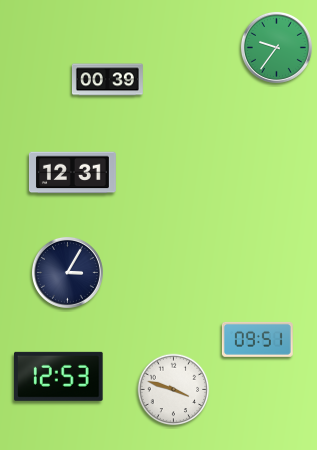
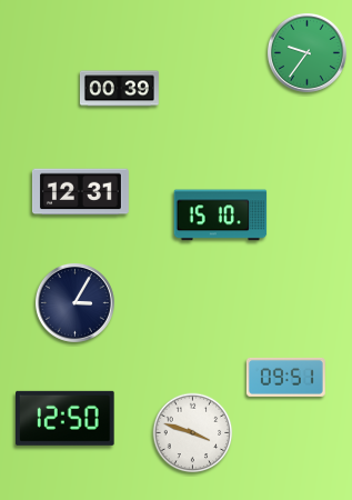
clock at (221, 216): none -> 15:10
clock at (59, 376): 12:53 -> 12:50
